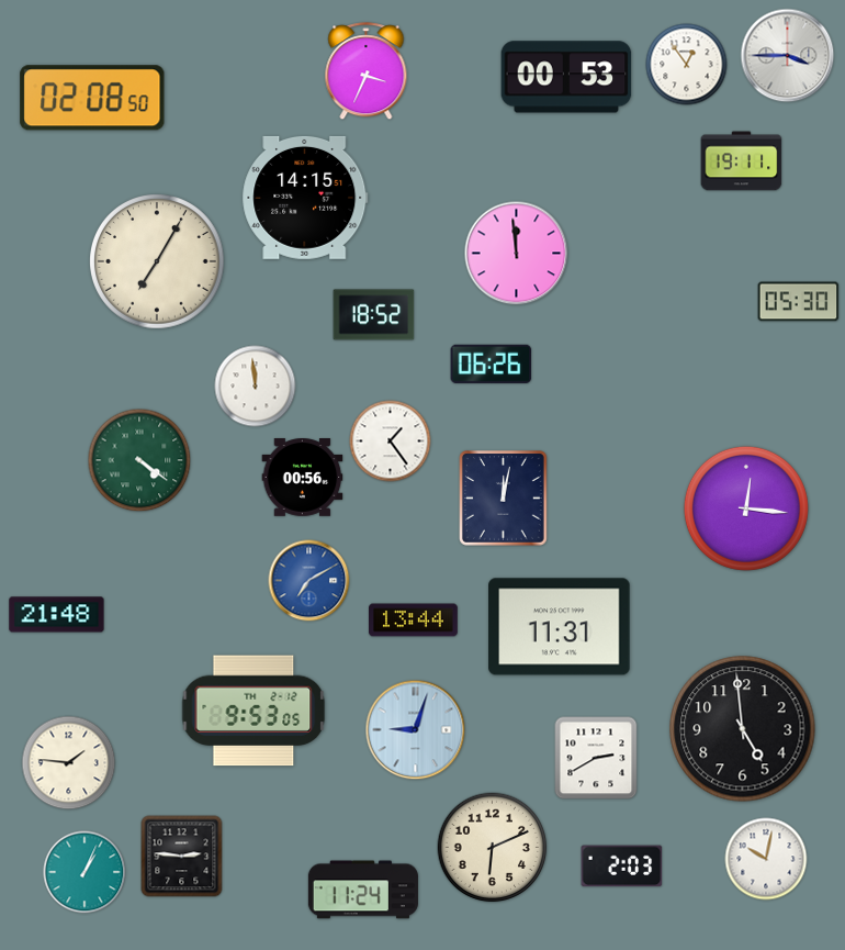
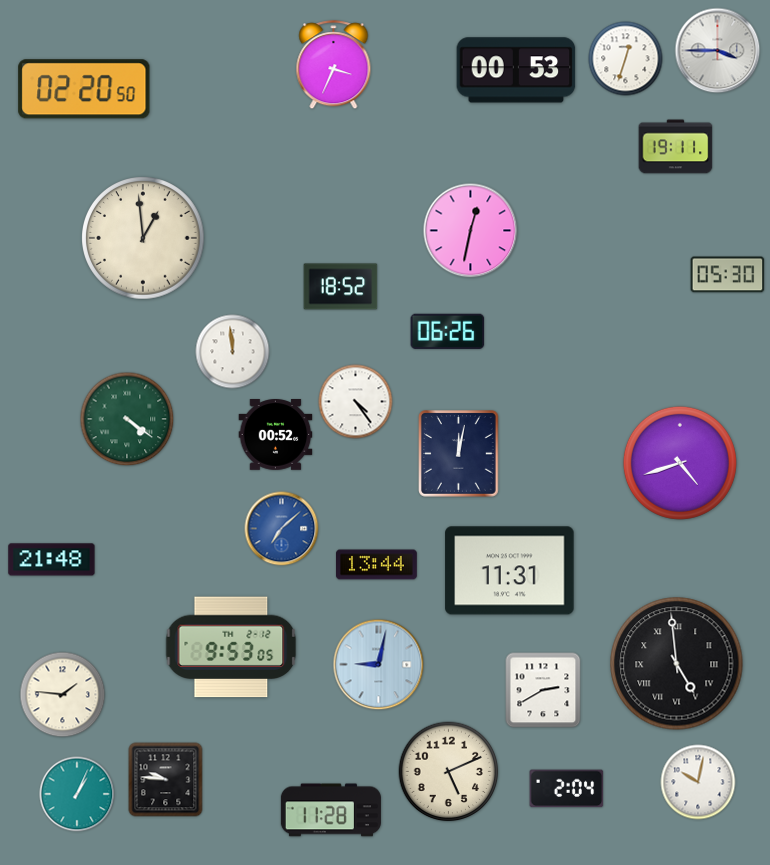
clock at (687, 65): 12:54 -> 12:33
clock at (92, 98): 02:08 -> 02:20
clock at (305, 198): 14:15 -> none
clock at (517, 254): 11:59 -> 12:32
clock at (158, 262): 7:05 -> 12:59
clock at (391, 442): 1:24 -> 4:24
clock at (303, 478): 00:56 -> 00:52
clock at (746, 508): 12:16 -> 4:42
clock at (309, 581): 7:10 -> 7:08
clock at (743, 729) numerals: Arabic -> Roman
clock at (416, 730): 9:03 -> 9:02
clock at (493, 848): 6:11 -> 5:11
clock at (182, 857): 2:46 -> 9:46
clock at (622, 867): 2:03 -> 2:04
clock at (363, 890): 11:24 -> 11:28
